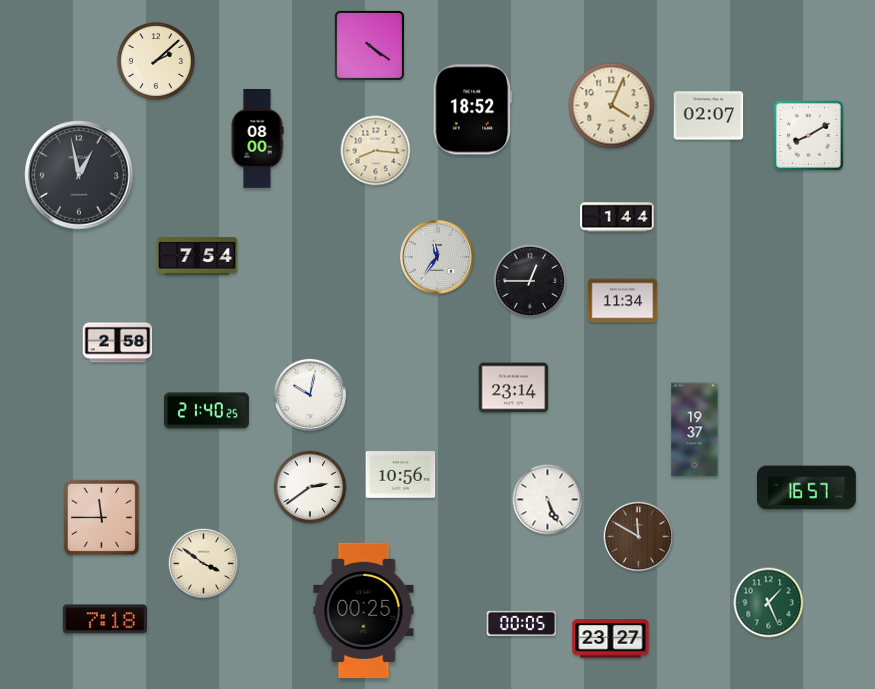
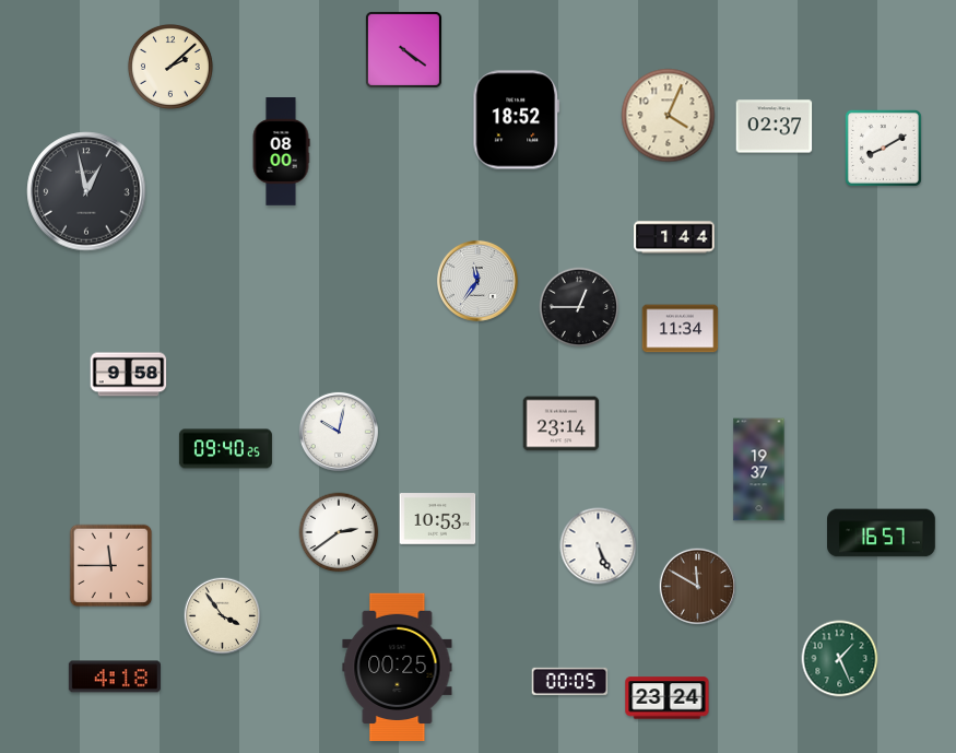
clock at (709, 116): 02:07 -> 02:37
clock at (376, 151): 8:16 -> none
clock at (197, 256): 7:54 -> none
clock at (118, 343): 2:58 -> 9:58
clock at (206, 411): 21:40 -> 09:40
clock at (401, 475): 10:56 -> 10:53
clock at (204, 564): 3:51 -> 3:54
clock at (105, 619): 7:18 -> 4:18
clock at (611, 639): 23:27 -> 23:24
